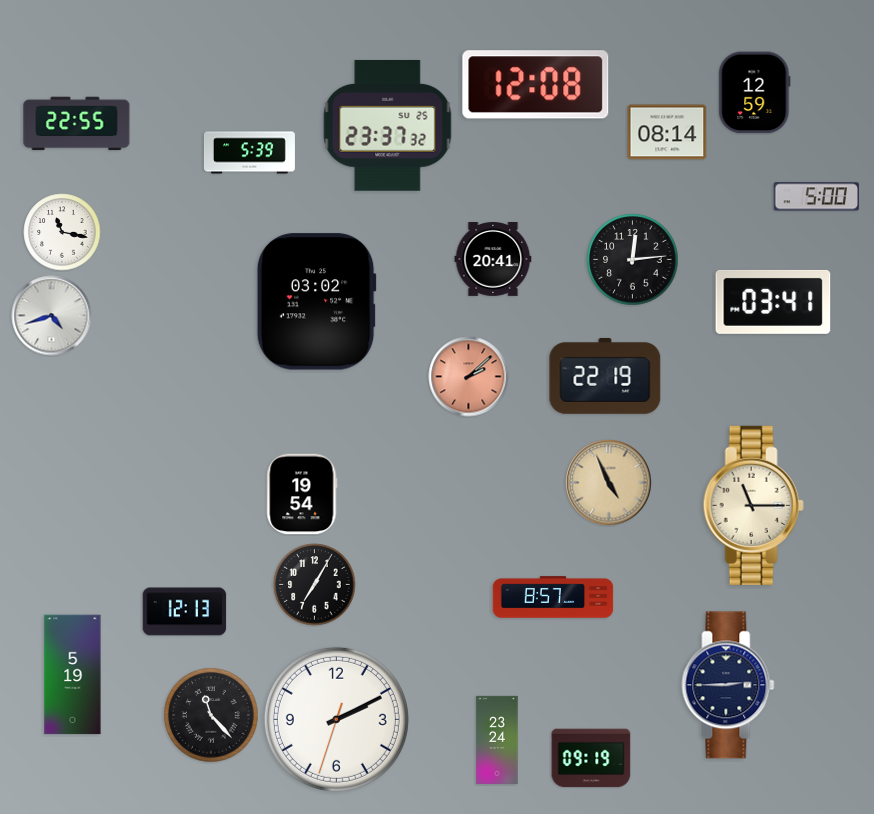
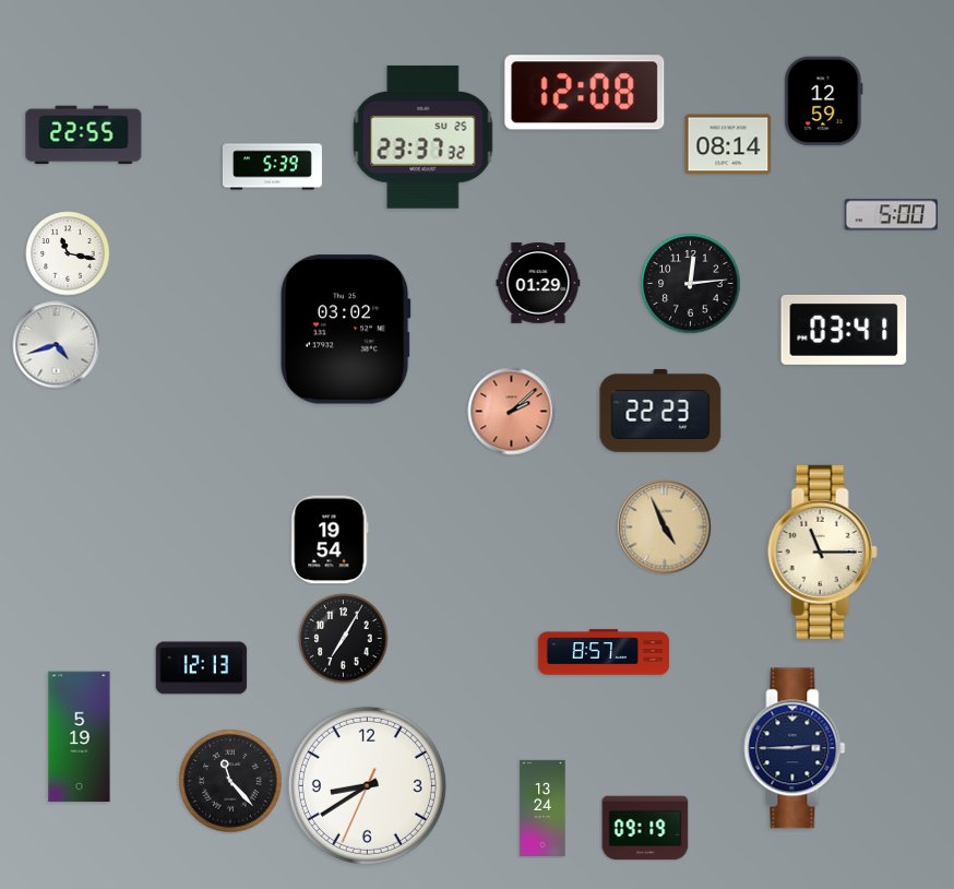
clock at (493, 260): 20:41 -> 01:29
clock at (605, 376): 22:19 -> 22:23
clock at (336, 719): 2:10 -> 8:39
clock at (497, 740): 23:24 -> 13:24
